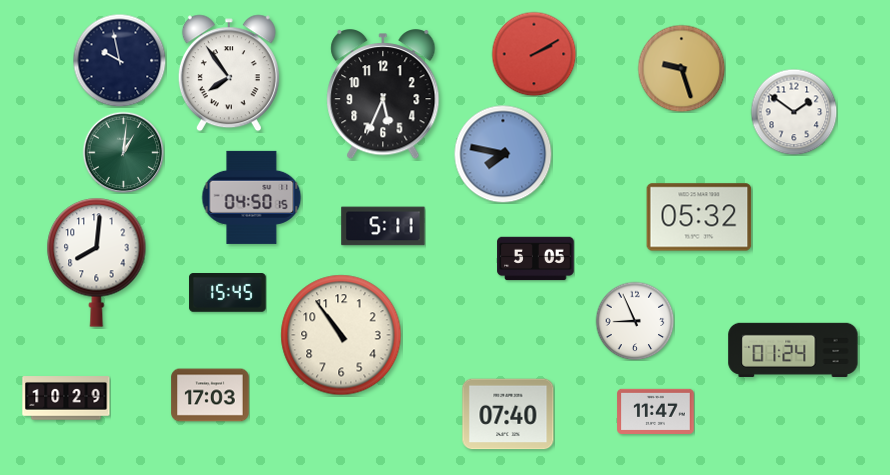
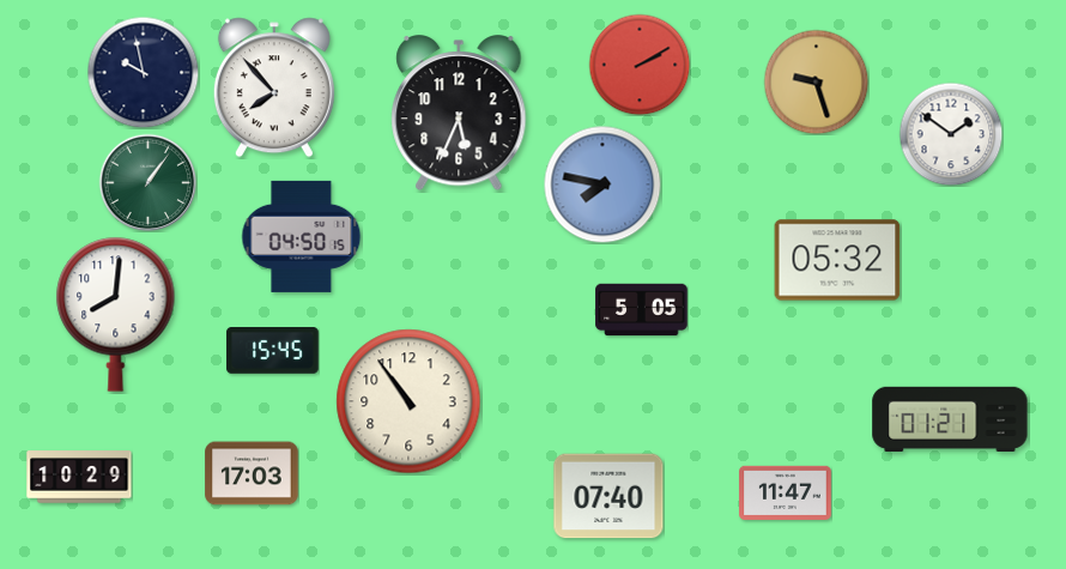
clock at (229, 73): 7:54 -> 7:53
clock at (123, 152): 1:01 -> 1:06
clock at (383, 226): 5:11 -> none
clock at (635, 321): 8:56 -> none
clock at (793, 350): 01:24 -> 01:21
